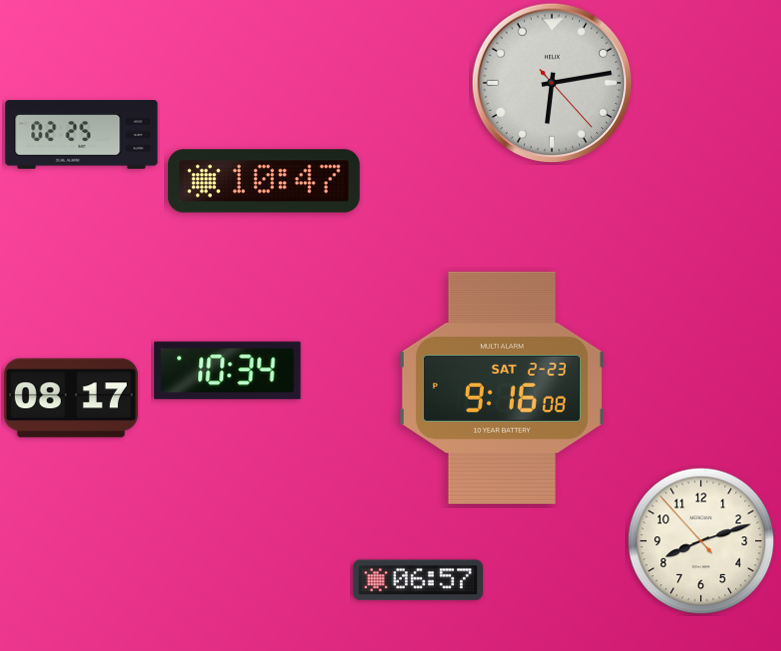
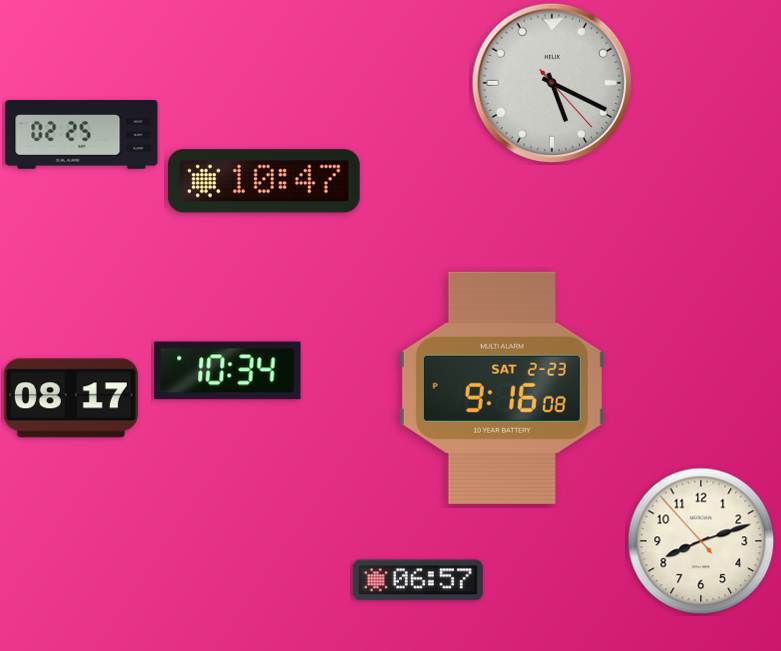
clock at (552, 83): 6:13 -> 5:19
